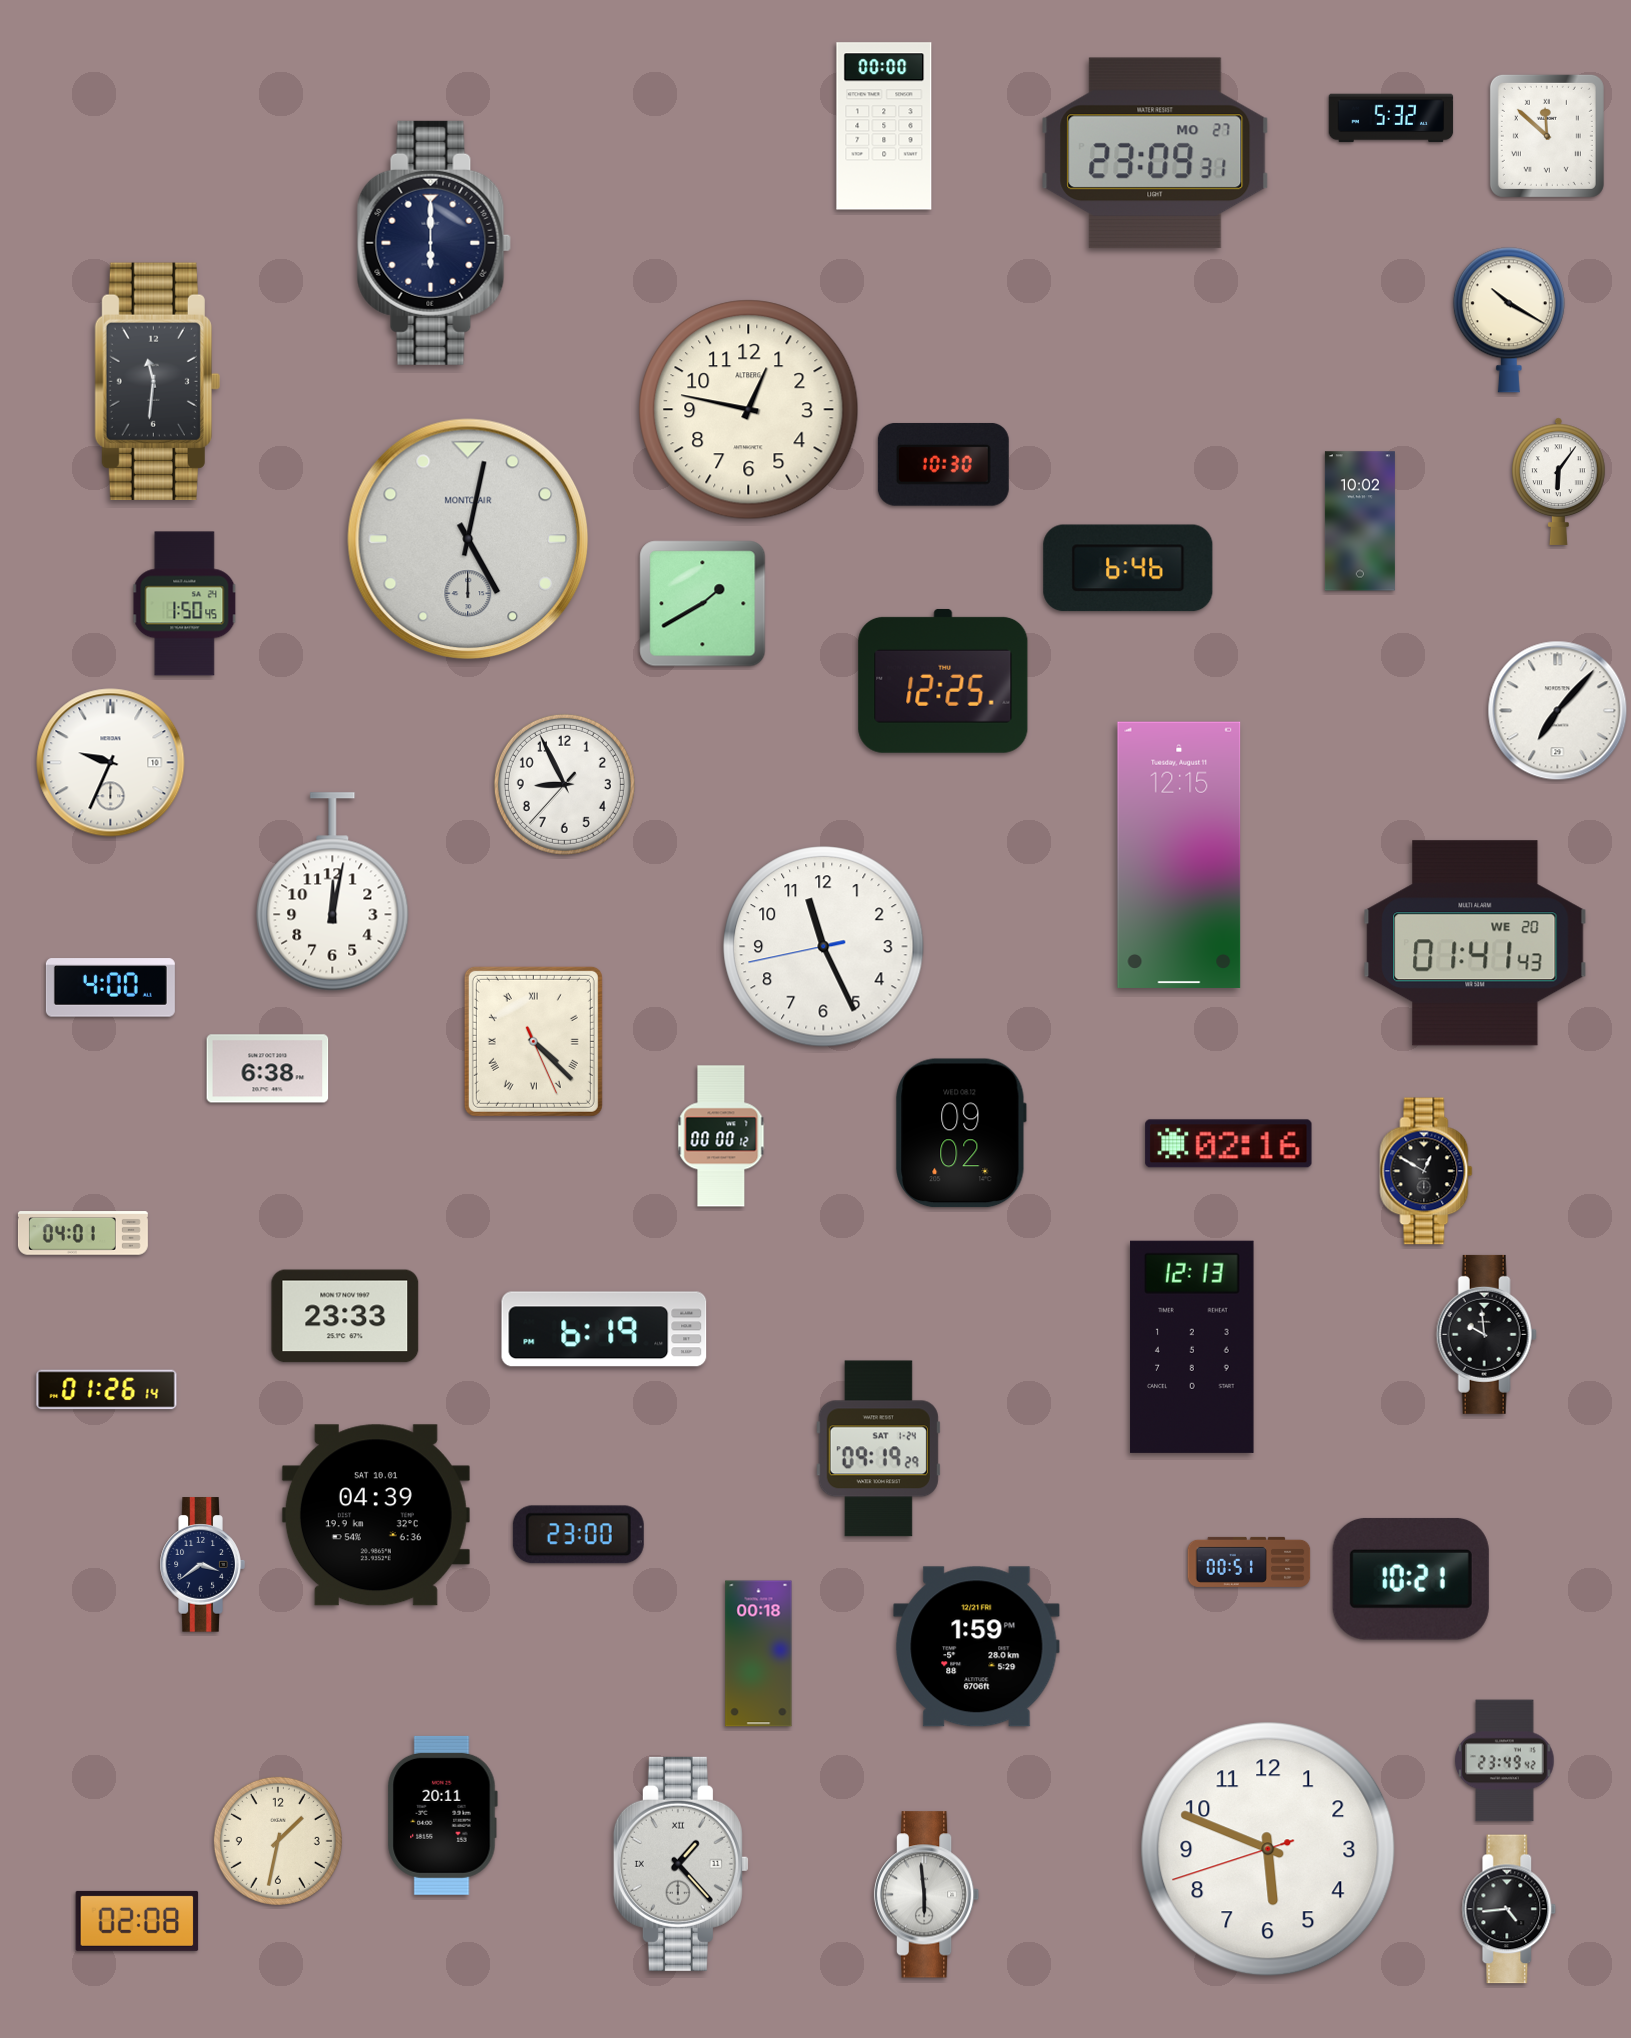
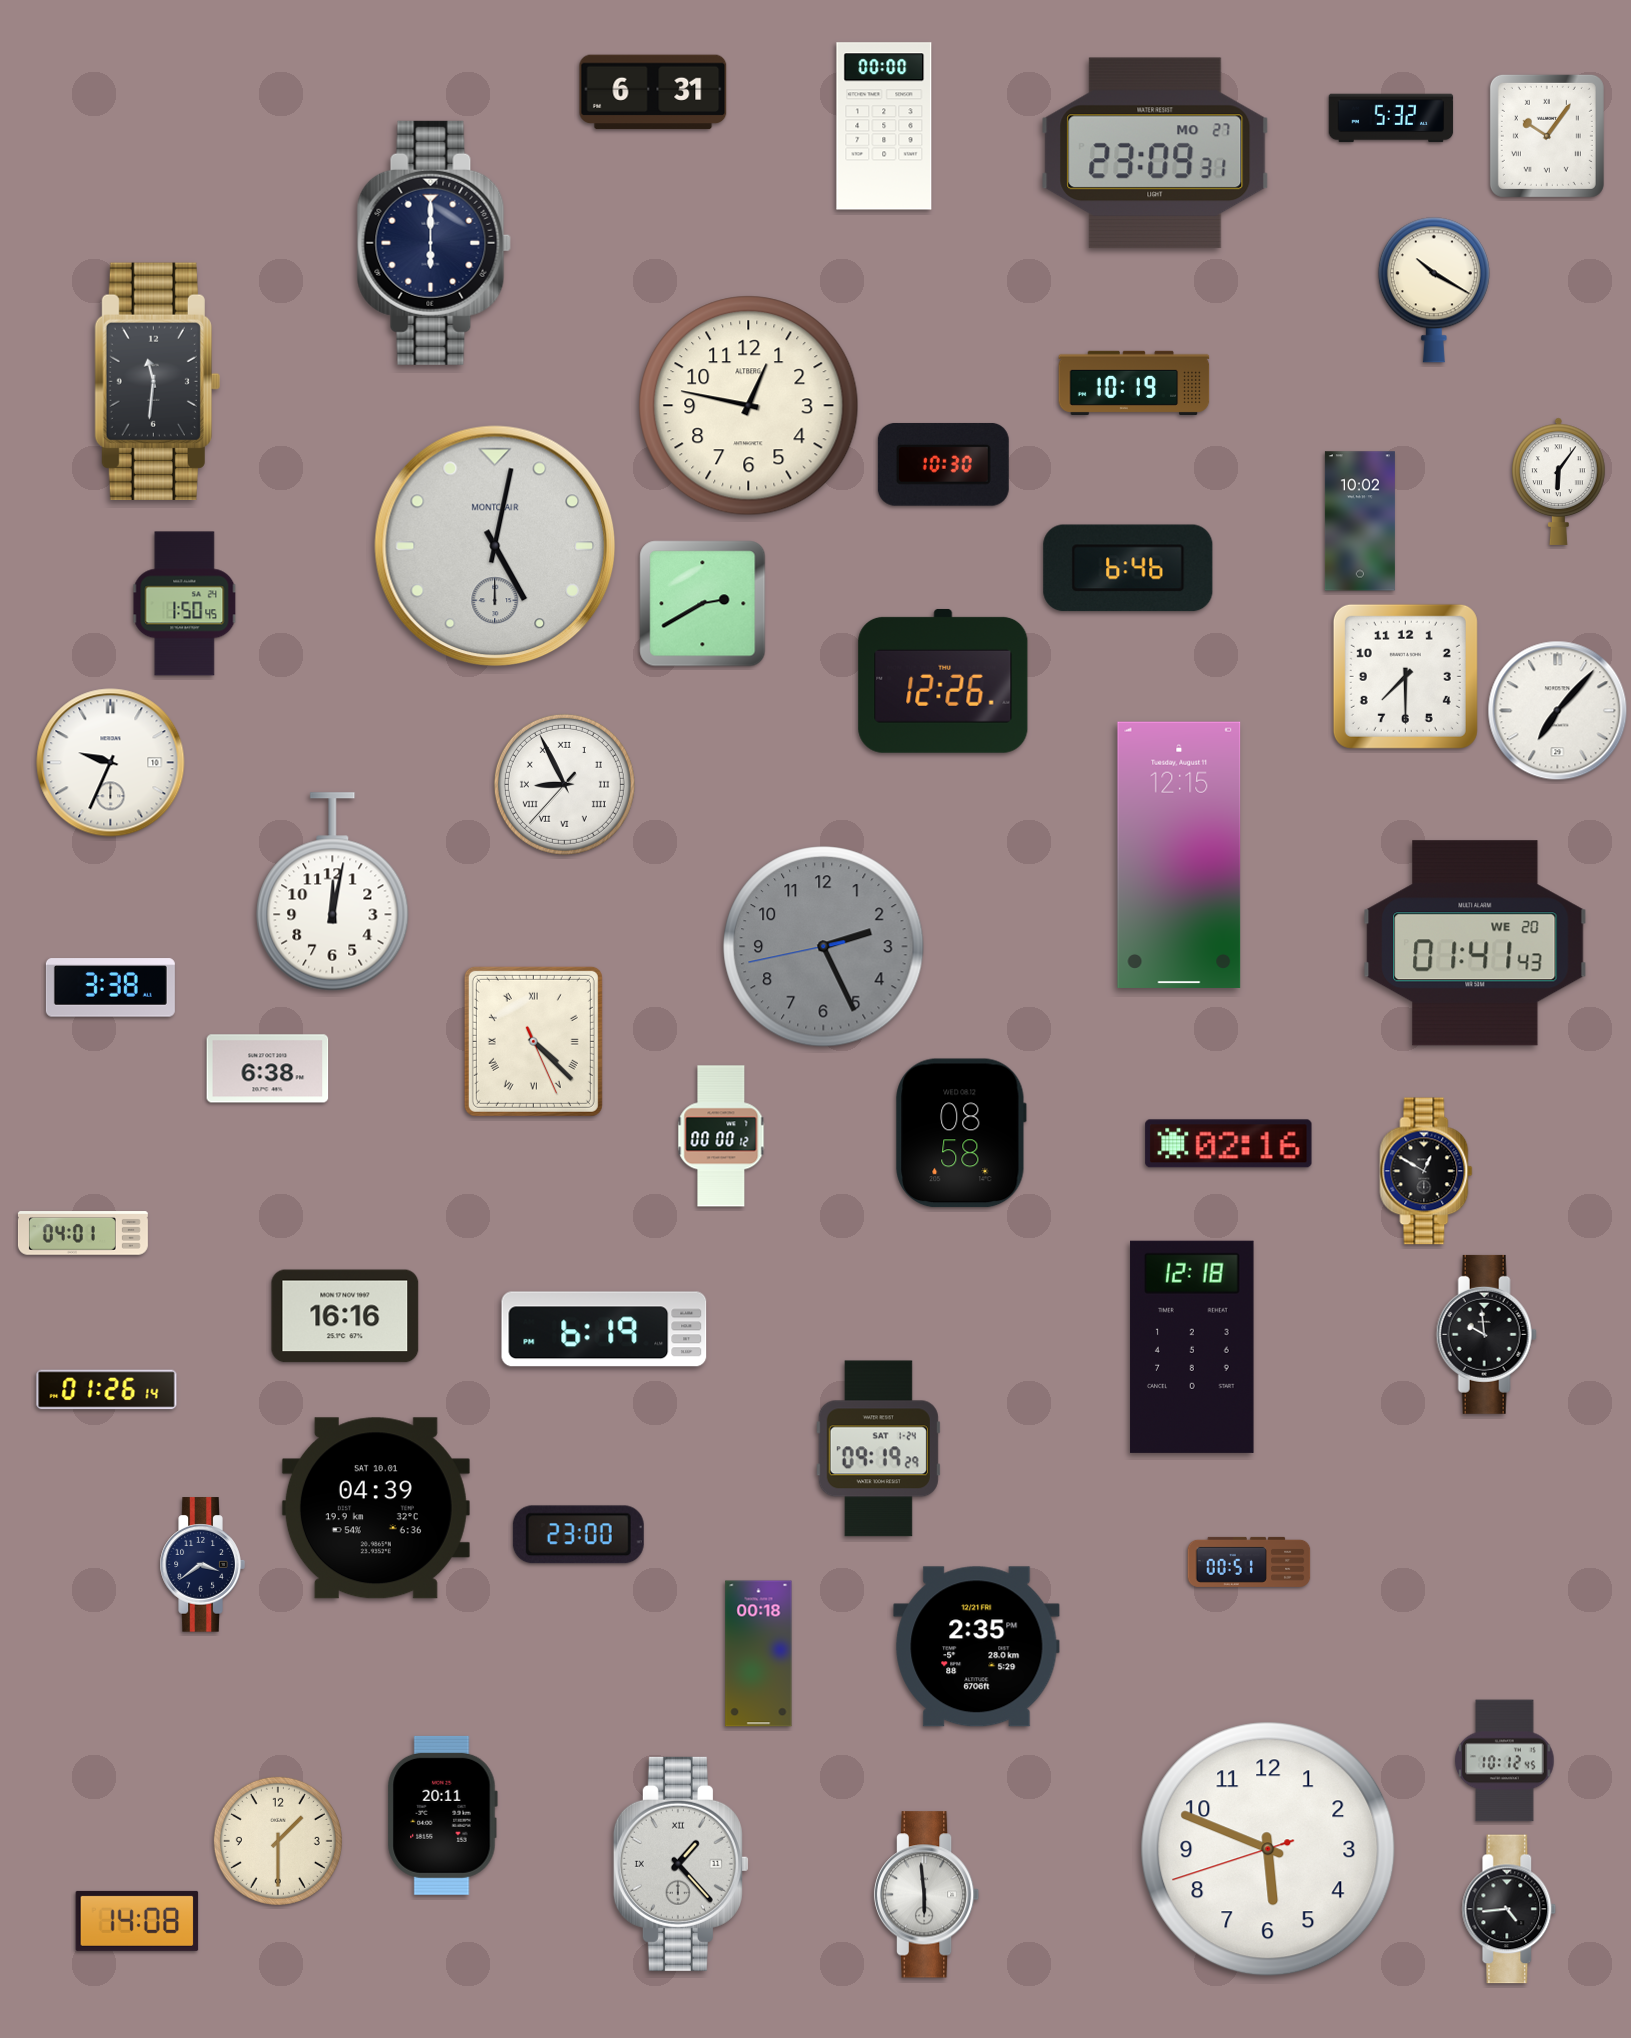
clock at (653, 92): none -> 6:31
clock at (1547, 136): 11:52 -> 10:06
clock at (1509, 320) position: (1509, 320) -> (1434, 290)
clock at (1134, 383): none -> 10:19
clock at (749, 410) position: (749, 410) -> (749, 406)
clock at (468, 539) position: (468, 539) -> (495, 546)
clock at (703, 604): 1:40 -> 2:40
clock at (1405, 676): none -> 7:30
clock at (943, 681): 12:25 -> 12:26
clock at (564, 784) numerals: Arabic -> Roman
clock at (824, 947): 11:25 -> 2:25
clock at (824, 947) dial: white -> grey
clock at (110, 988): 4:00 -> 3:38
clock at (961, 1133): 09:02 -> 08:58
clock at (345, 1316): 23:33 -> 16:16
clock at (1192, 1347): 12:13 -> 12:18
clock at (376, 1515) position: (376, 1515) -> (376, 1508)
clock at (1411, 1579): 10:21 -> none
clock at (977, 1647): 1:59 -> 2:35
clock at (1505, 1761): 23:49 -> 10:12
clock at (278, 1841): 1:32 -> 1:30
clock at (137, 1921): 02:08 -> 14:08
